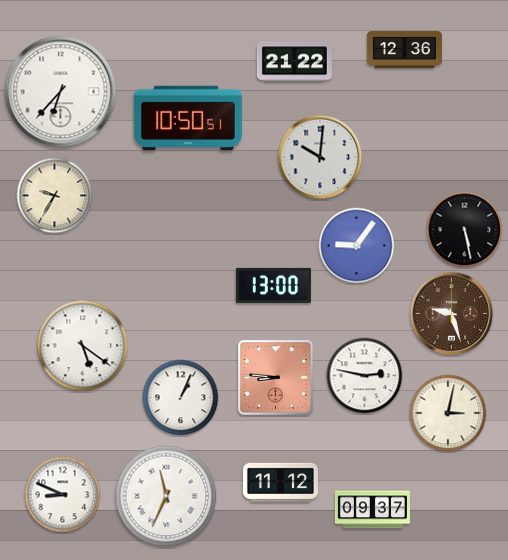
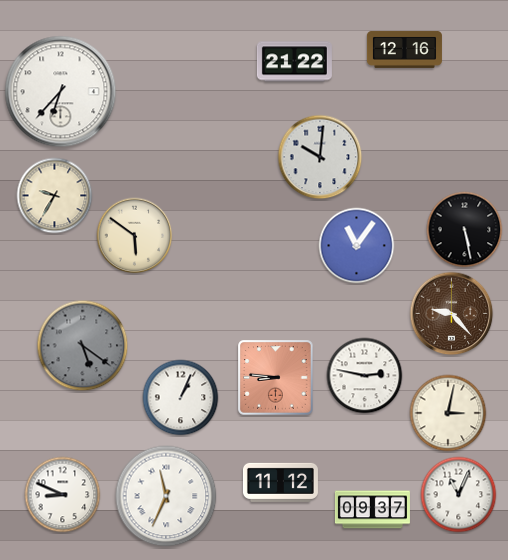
clock at (404, 49): 12:36 -> 12:16
clock at (188, 118): 10:50 -> none
clock at (135, 236): none -> 5:51
clock at (357, 246): 9:06 -> 11:06
clock at (273, 285): 13:00 -> none
clock at (452, 314): 9:27 -> 9:23
clock at (83, 346) dial: white -> grey
clock at (459, 495): none -> 11:04
